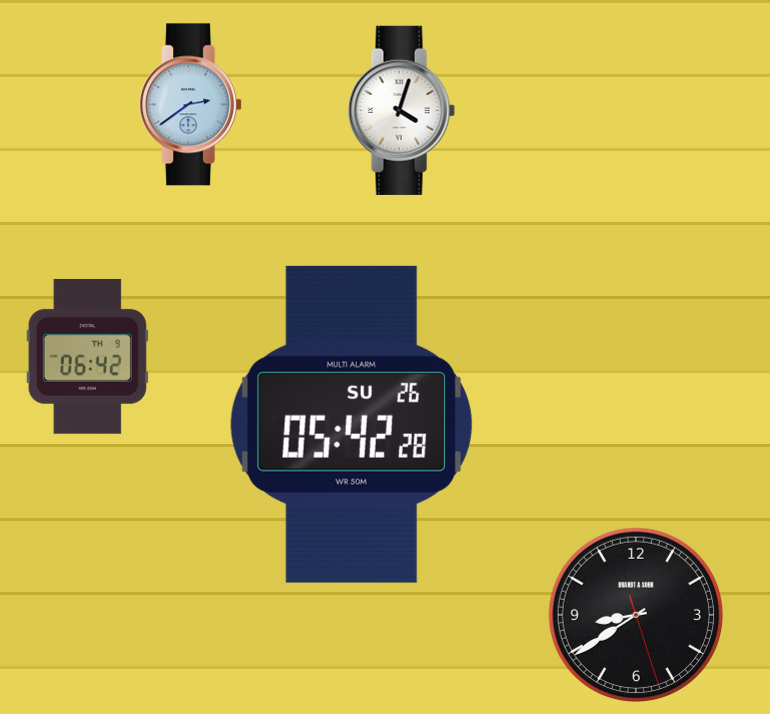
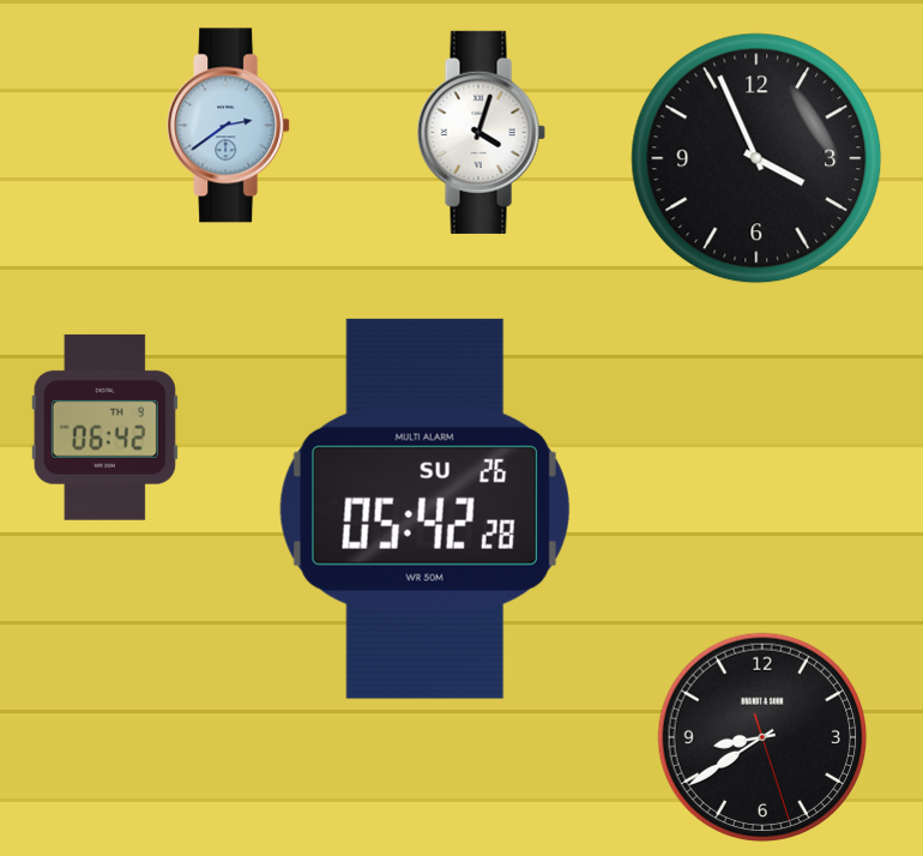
clock at (756, 158): none -> 3:56
clock at (351, 424) position: (351, 424) -> (424, 508)
